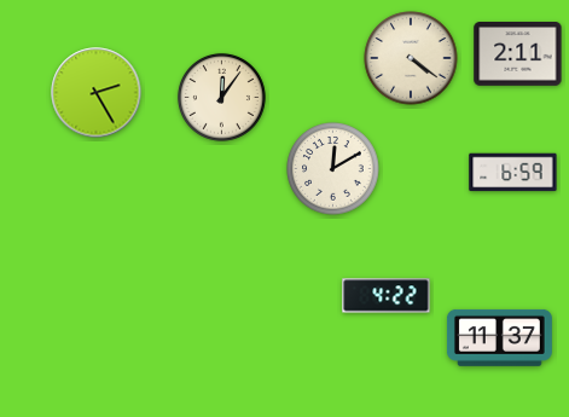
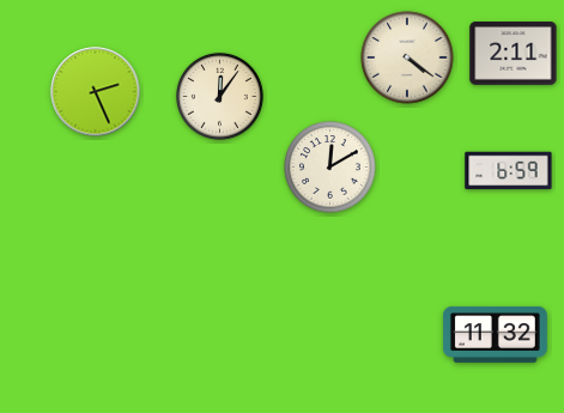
clock at (97, 93): 2:25 -> 2:26
clock at (387, 296): 4:22 -> none
clock at (499, 337): 11:37 -> 11:32
